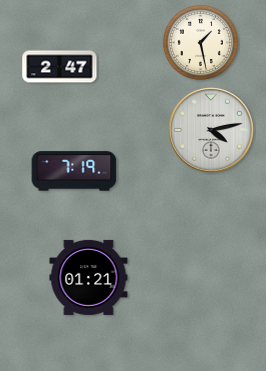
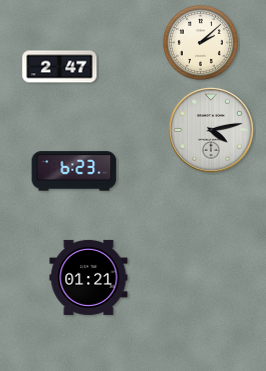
clock at (200, 42): 1:28 -> 2:08
clock at (74, 171): 7:19 -> 6:23
